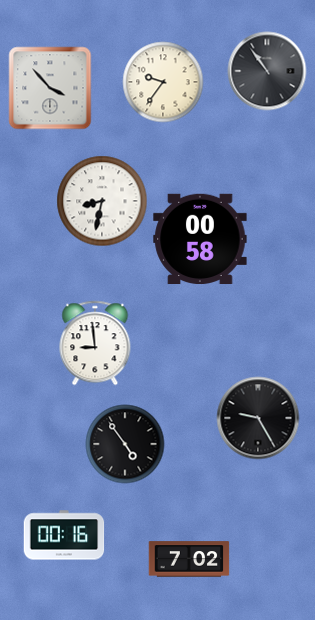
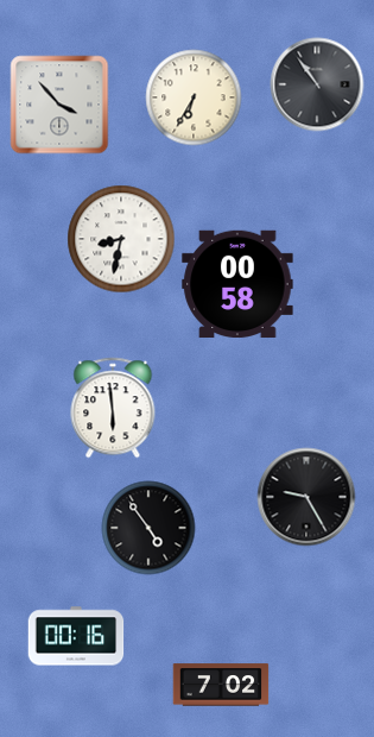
clock at (163, 82): 9:36 -> 6:35
clock at (95, 343): 8:59 -> 5:59
clock at (189, 559) position: (189, 559) -> (221, 685)
